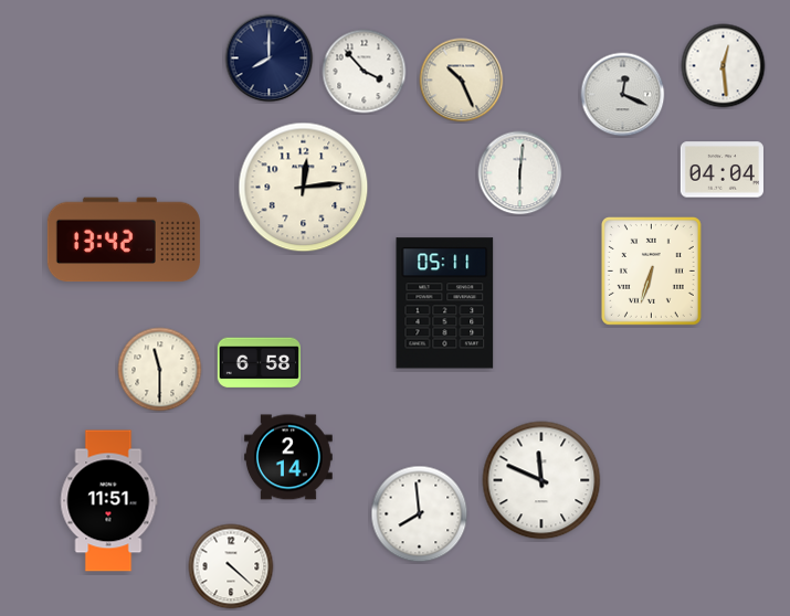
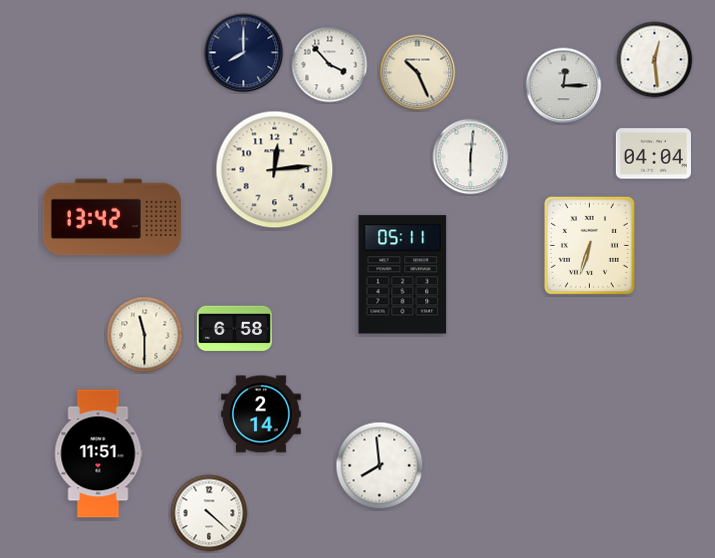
clock at (623, 95): 12:19 -> 12:15
clock at (541, 480): 11:49 -> none
